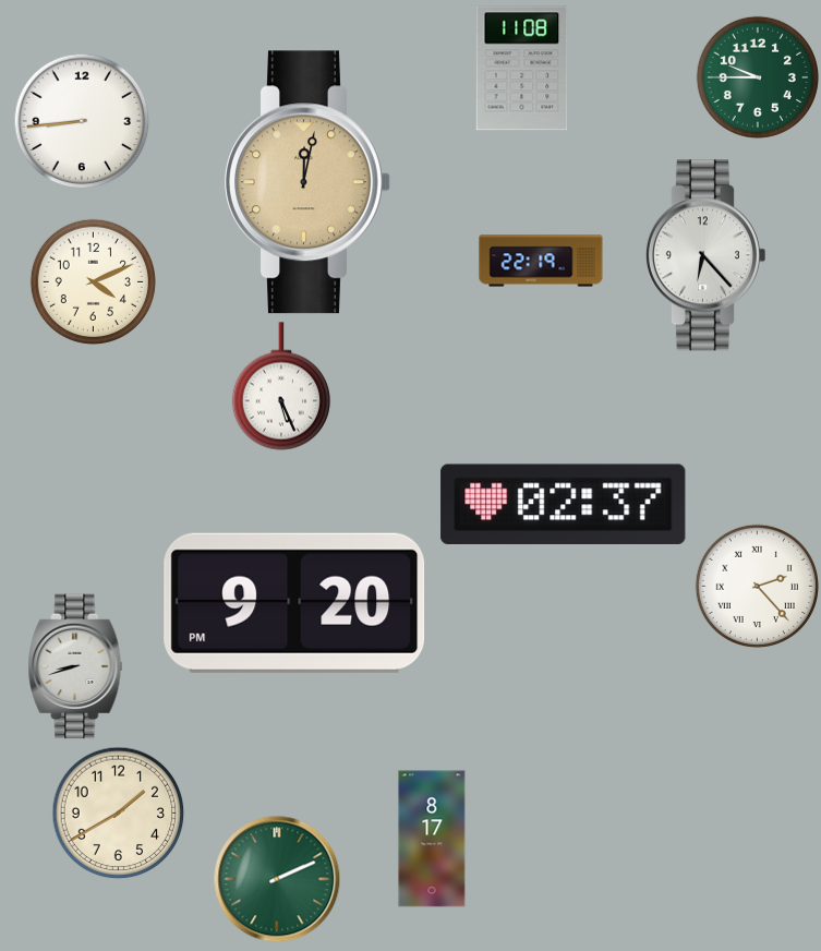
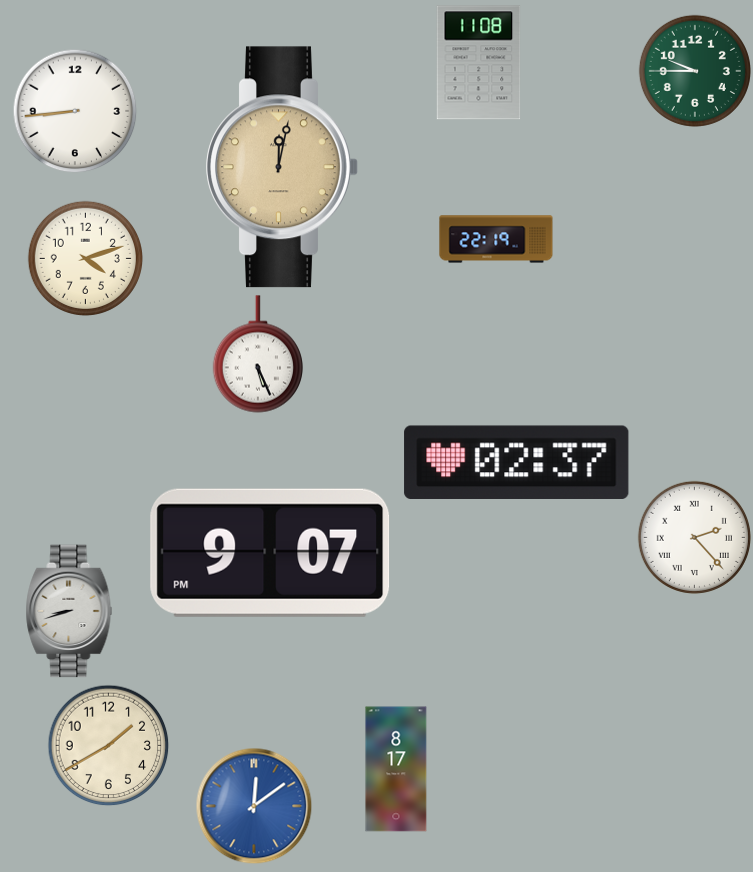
clock at (704, 255): 6:23 -> none
clock at (93, 281): 4:11 -> 4:12
clock at (294, 603): 9:20 -> 9:07
clock at (277, 879): 2:11 -> 12:09
clock at (277, 879) dial: green -> blue
